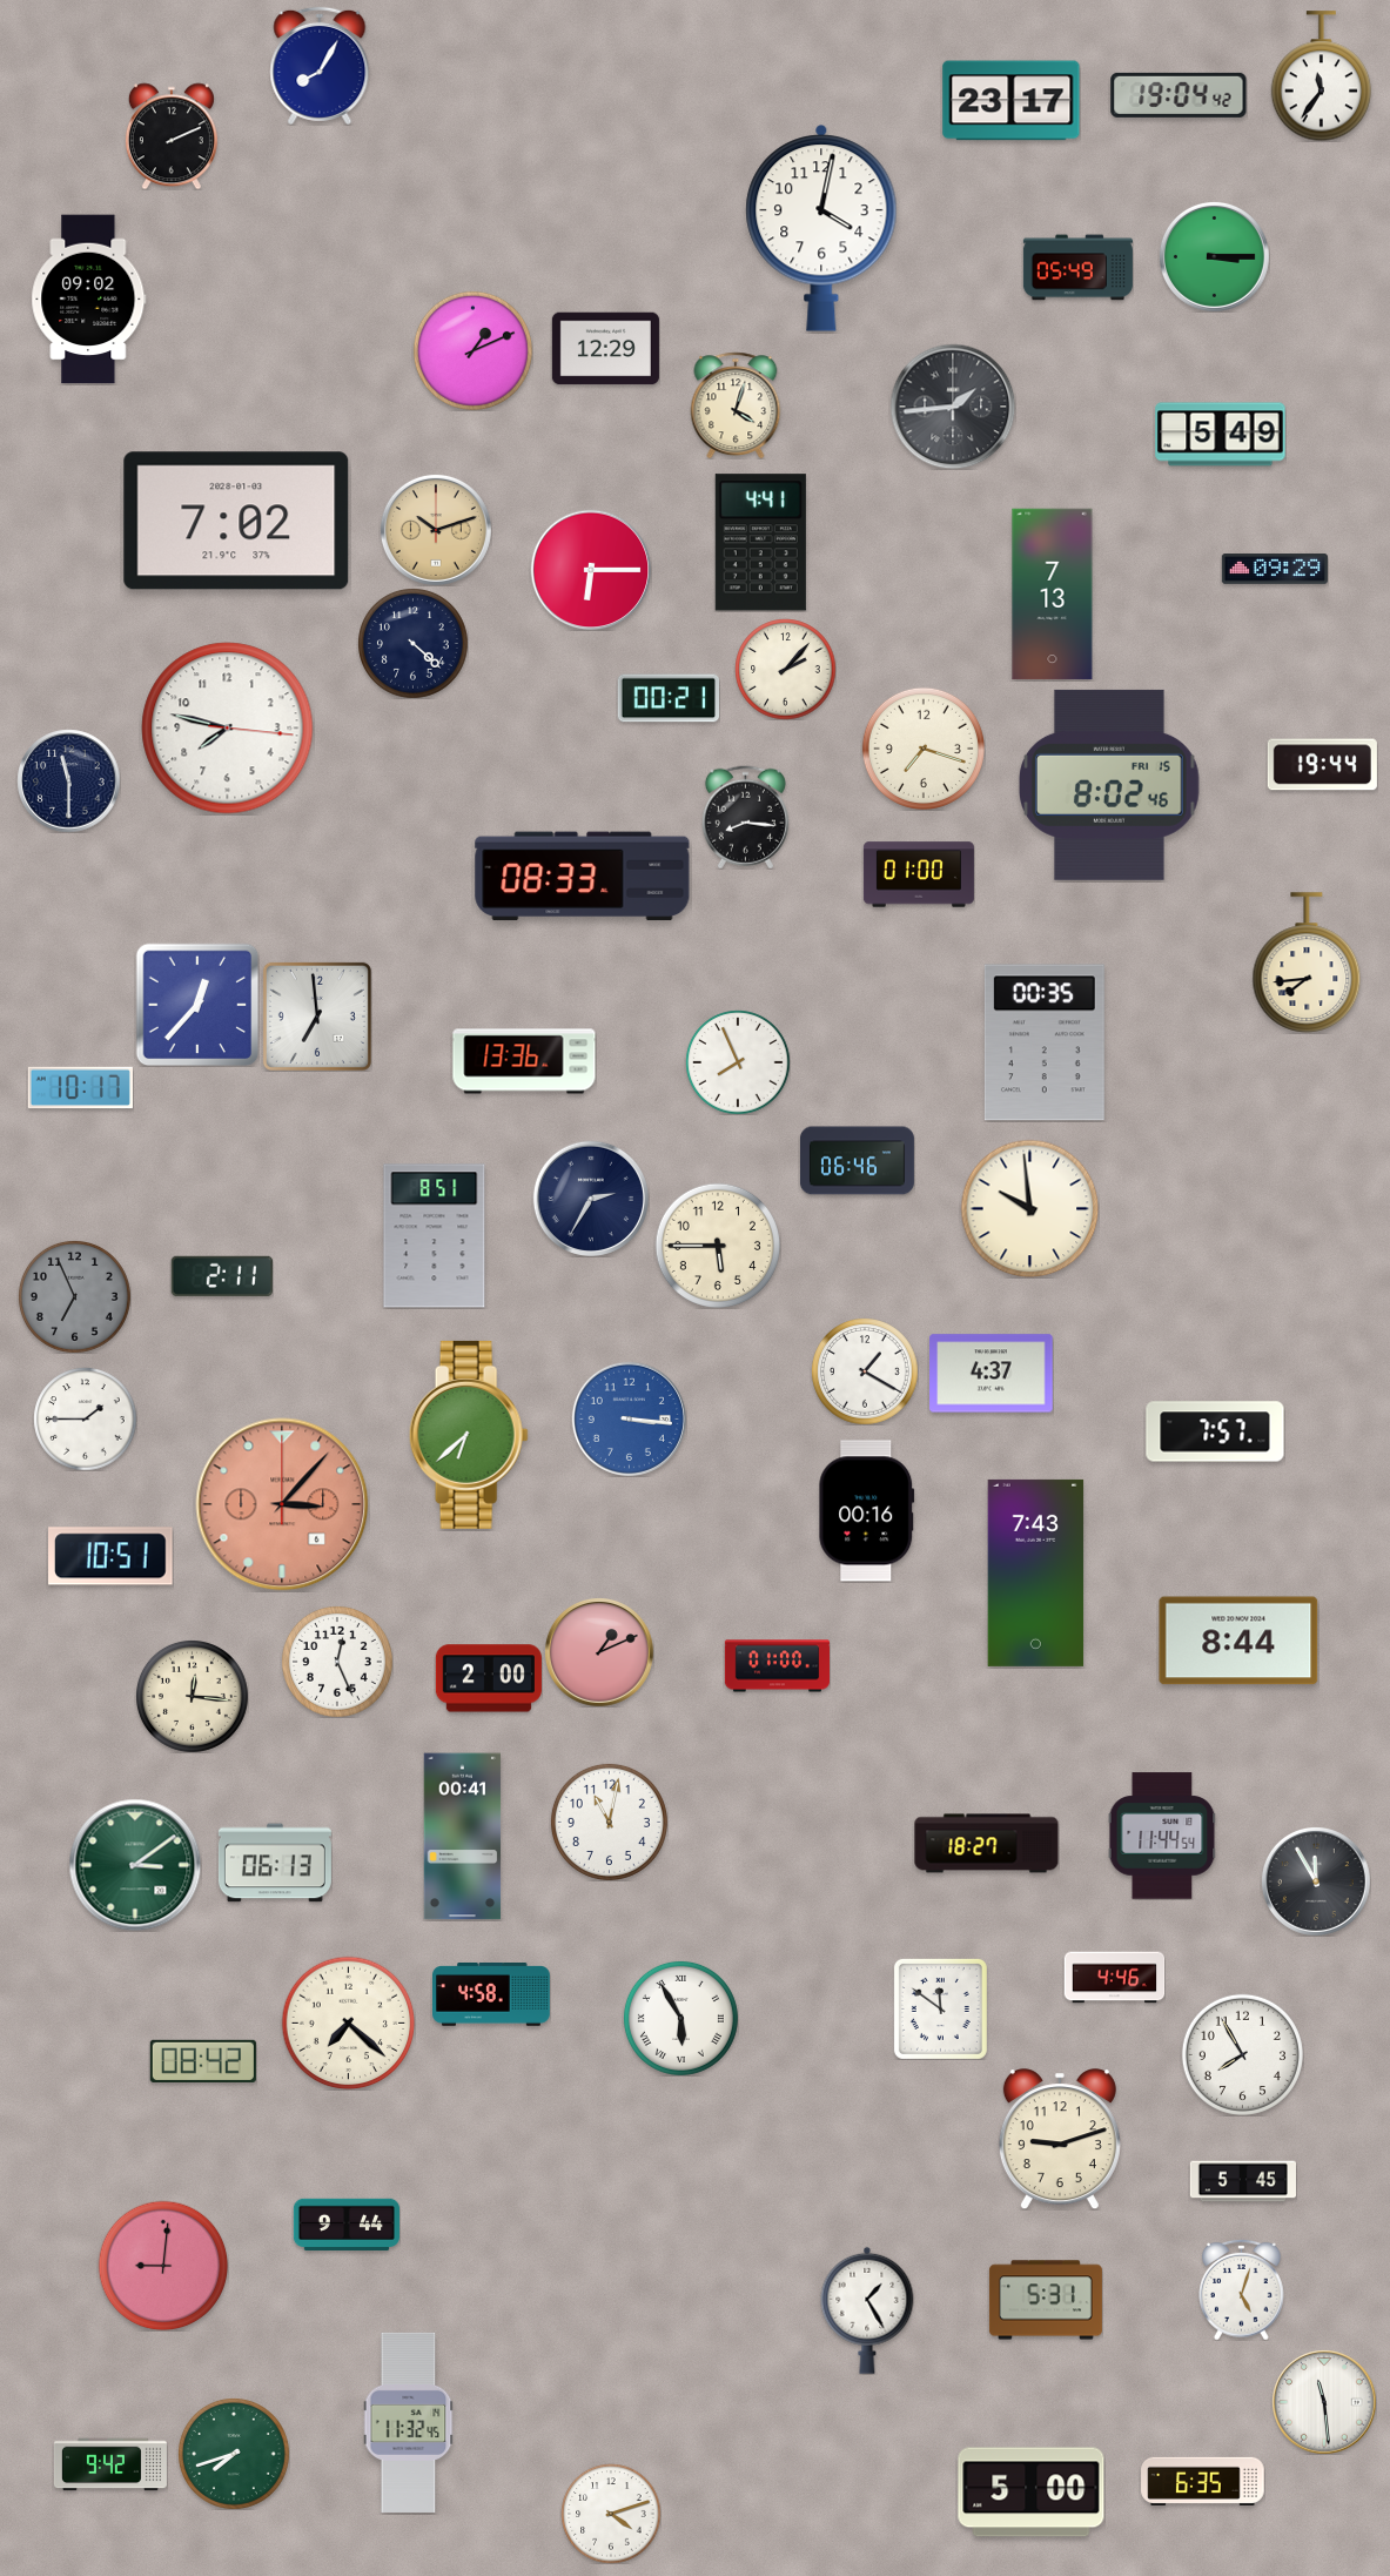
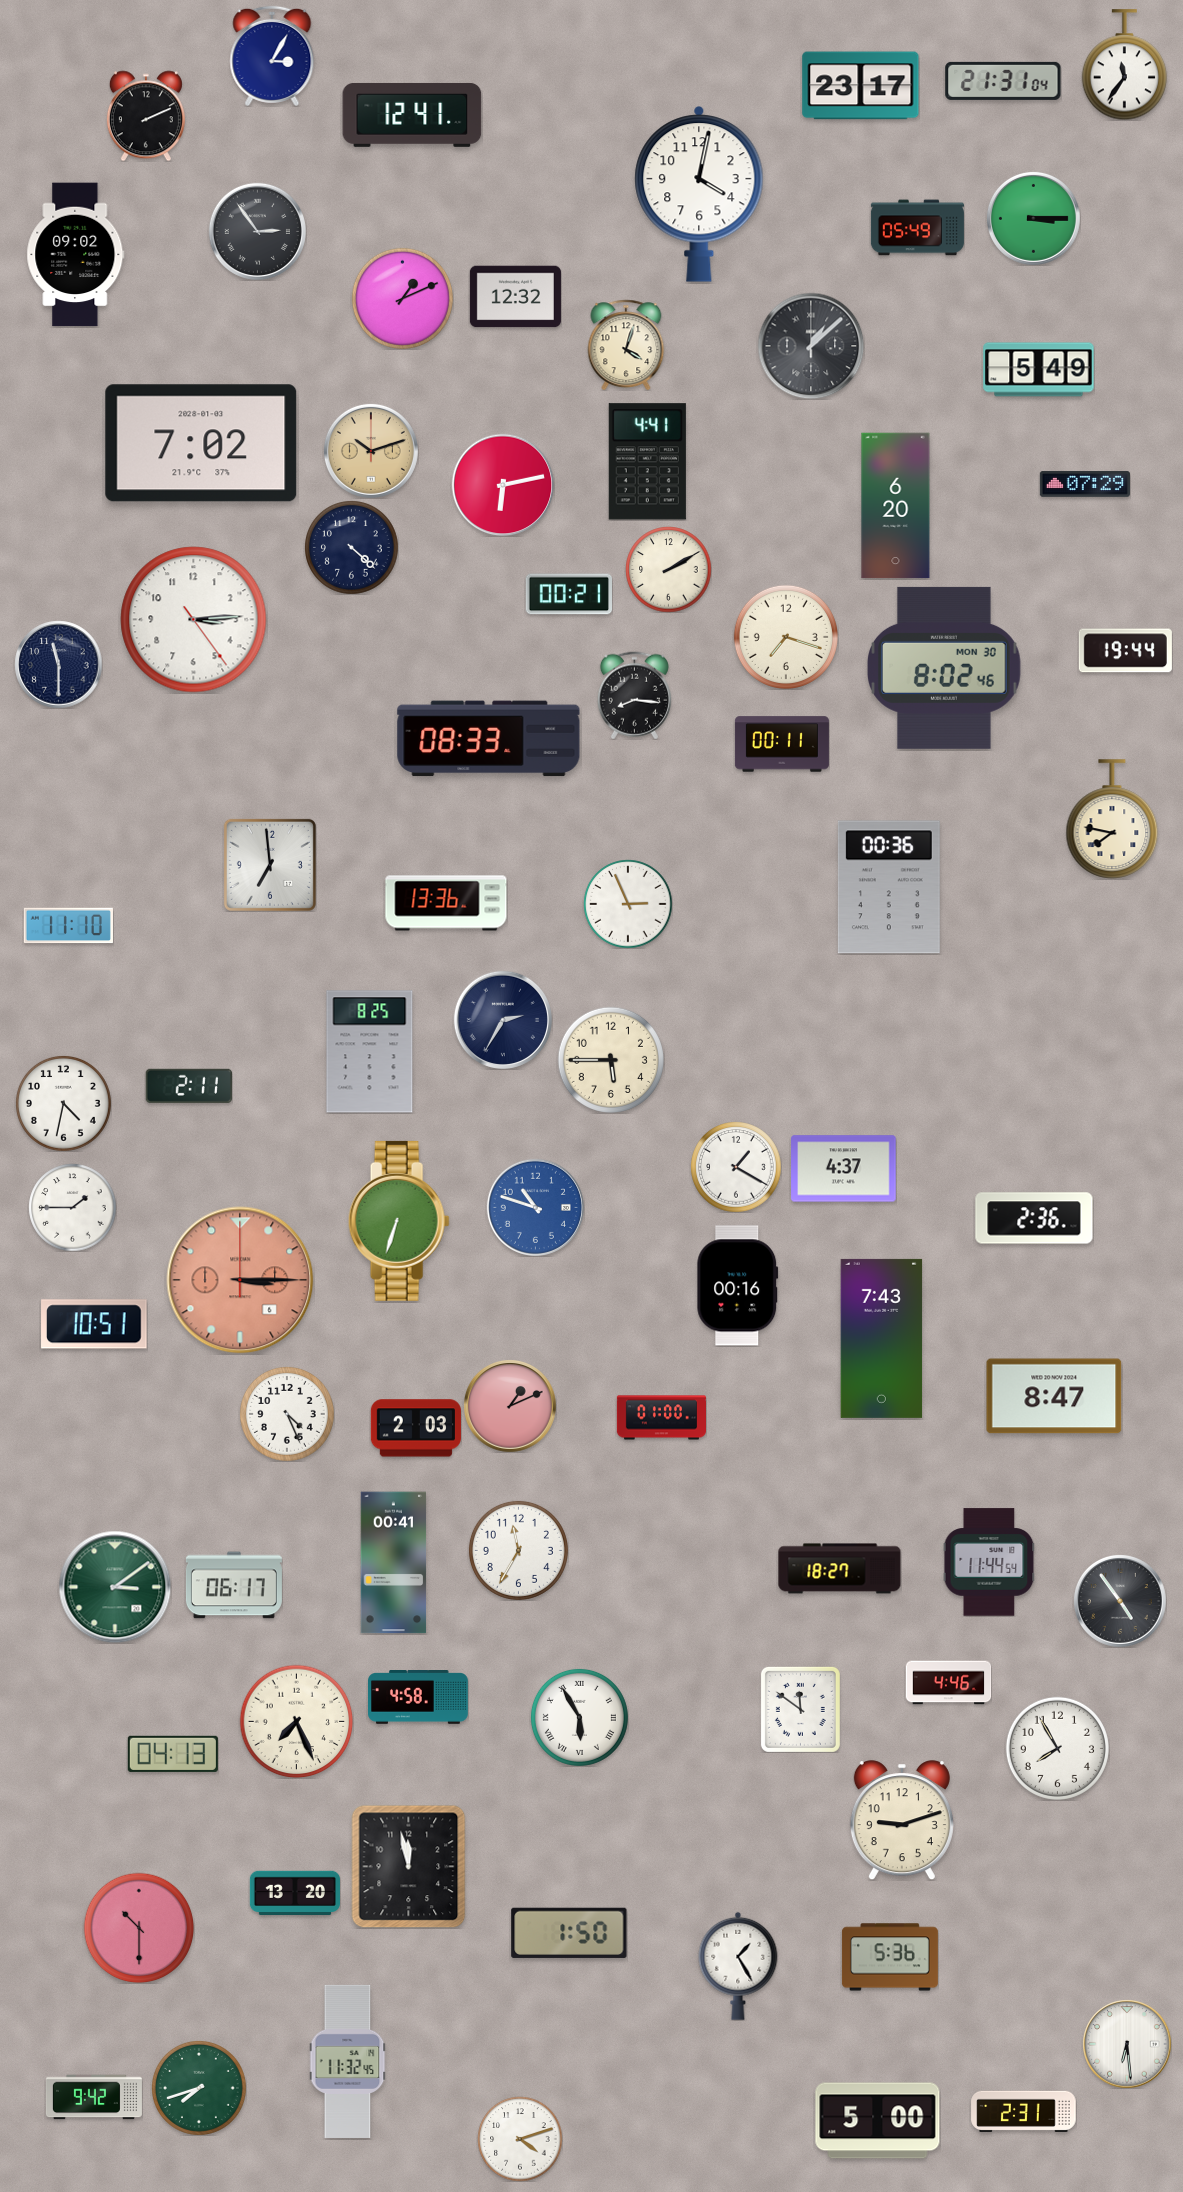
clock at (320, 66): 8:05 -> 3:05
clock at (1179, 95): 19:04 -> 21:31
clock at (412, 115): none -> 12:41
clock at (257, 231): none -> 2:54
clock at (605, 349): 12:29 -> 12:32
clock at (953, 407): 1:44 -> 1:08
clock at (1275, 569): 09:29 -> 07:29
clock at (591, 570): 6:15 -> 6:13
clock at (1053, 595): 7:13 -> 6:20
clock at (785, 669): 2:07 -> 2:10
clock at (228, 729): 7:47 -> 3:14
clock at (1109, 785) date: FRI 15 -> MON 30
clock at (919, 874): 01:00 -> 00:11
clock at (583, 877) position: (583, 877) -> (489, 739)
clock at (1307, 962): 7:44 -> 7:47
clock at (197, 1005): 12:37 -> none
clock at (1045, 1042): 00:35 -> 00:36
clock at (738, 1062): 7:56 -> 2:56
clock at (80, 1088): 10:17 -> 11:10
clock at (857, 1161): 06:46 -> none
clock at (1029, 1208): 9:59 -> none
clock at (435, 1236): 8:51 -> 8:25
clock at (74, 1296): 6:56 -> 4:32
clock at (74, 1296) dial: grey -> white
clock at (629, 1418): 3:16 -> 10:48
clock at (1215, 1431): 7:57 -> 2:36
clock at (469, 1435): 6:38 -> 6:33
clock at (282, 1504): 3:07 -> 3:15
clock at (1238, 1641): 8:44 -> 8:47
clock at (337, 1662): 12:26 -> 4:26
clock at (489, 1678): 2:00 -> 2:03
clock at (192, 1696): 12:16 -> none
clock at (609, 1822): 11:02 -> 11:35
clock at (275, 1863): 06:13 -> 06:17
clock at (1316, 1881): 11:55 -> 4:54
clock at (348, 2022): 7:22 -> 7:26
clock at (203, 2061): 08:42 -> 04:13
clock at (1242, 2181): 5:45 -> none
clock at (409, 1866): none -> 11:58
clock at (347, 2225): 9:44 -> 13:20
clock at (163, 2266): 9:01 -> 10:30
clock at (569, 1933): none -> 1:50
clock at (1242, 2289): 5:03 -> none
clock at (1046, 2300): 5:31 -> 5:36
clock at (1324, 2402): 11:29 -> 6:29
clock at (1203, 2481): 6:35 -> 2:31
